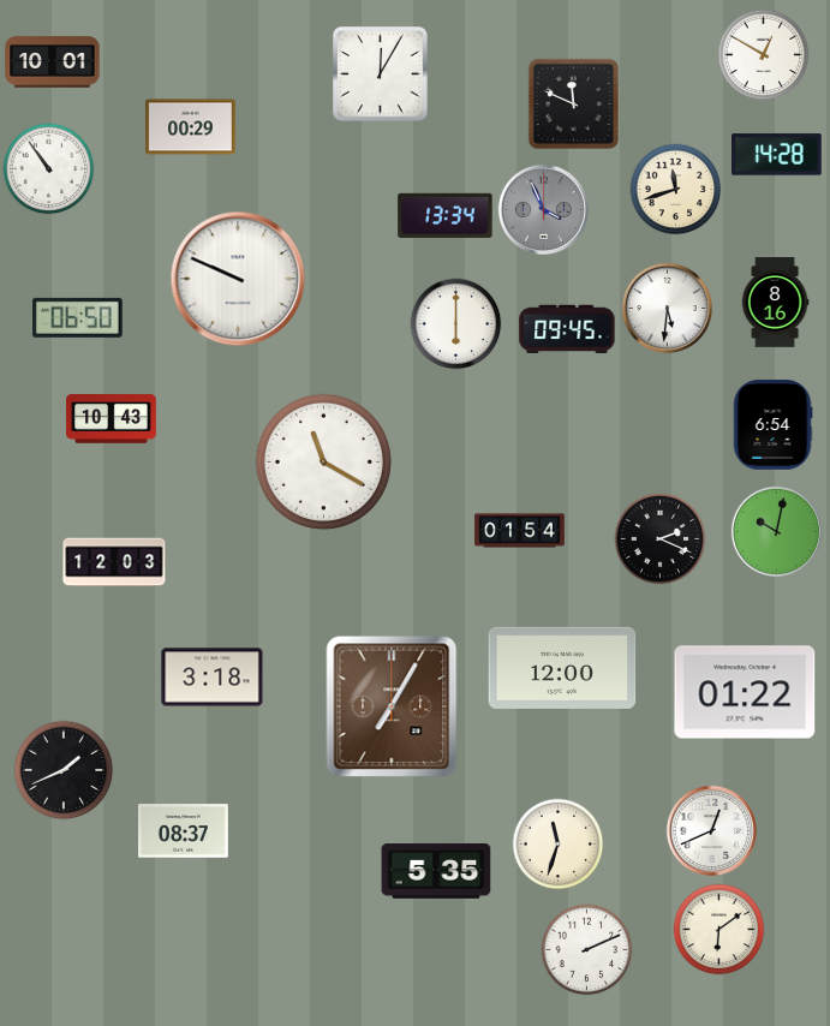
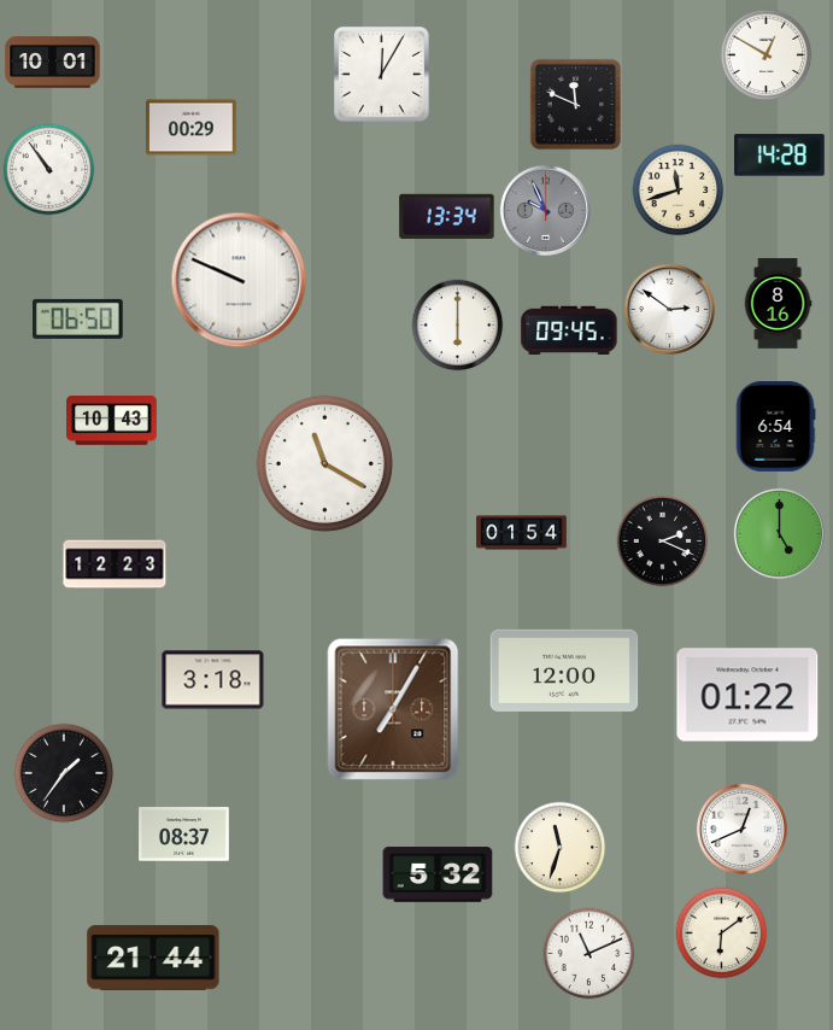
clock at (543, 209): 3:56 -> 9:56
clock at (667, 308): 5:31 -> 2:51
clock at (776, 531): 10:02 -> 5:00
clock at (114, 562): 12:03 -> 12:23
clock at (64, 770): 1:41 -> 1:36
clock at (711, 830) position: (711, 830) -> (741, 829)
clock at (436, 871): 5:35 -> 5:32
clock at (587, 950): 2:11 -> 11:11
clock at (153, 959): none -> 21:44
